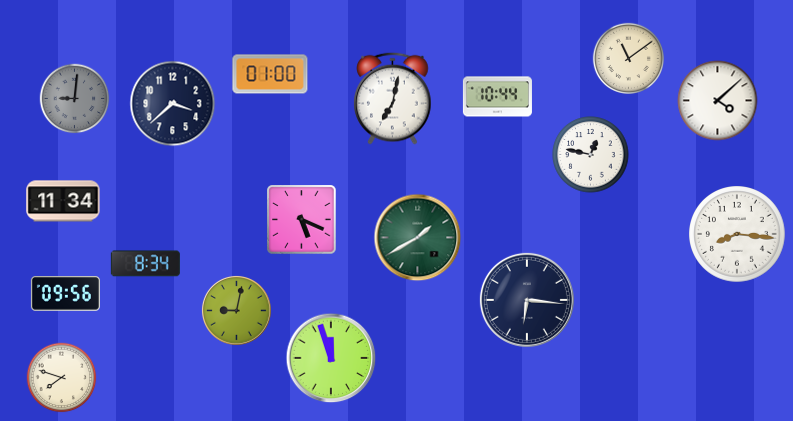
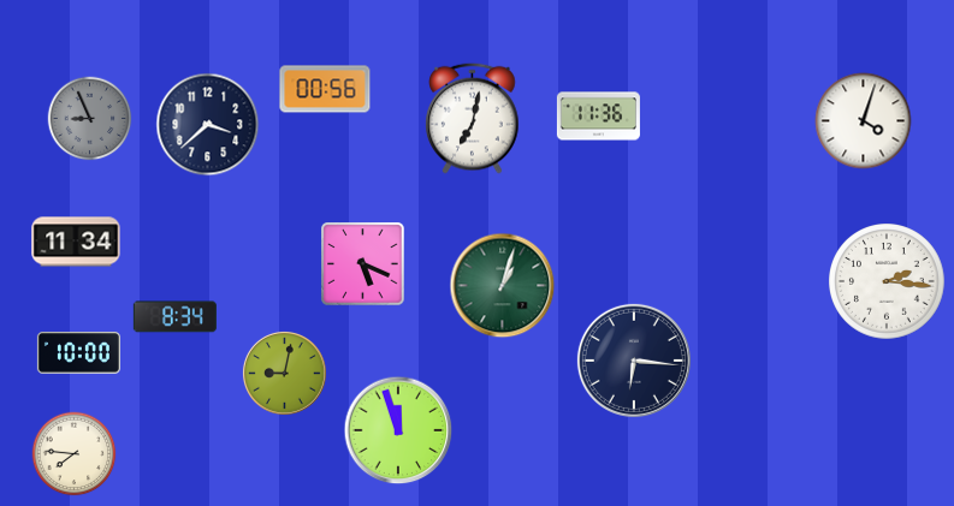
clock at (628, 58): 11:09 -> none
clock at (270, 74): 01:00 -> 00:56
clock at (497, 97): 10:44 -> 11:36
clock at (75, 99): 9:01 -> 8:56
clock at (718, 101): 4:08 -> 4:03
clock at (591, 155): 12:47 -> none
clock at (737, 234): 8:16 -> 2:16
clock at (418, 238): 1:40 -> 1:03
clock at (65, 294): 09:56 -> 10:00
clock at (62, 378): 7:48 -> 7:46
